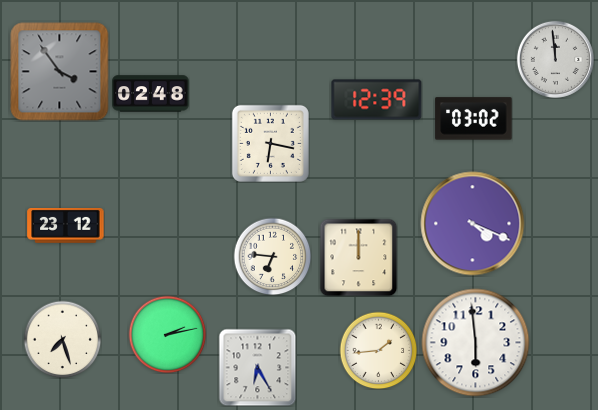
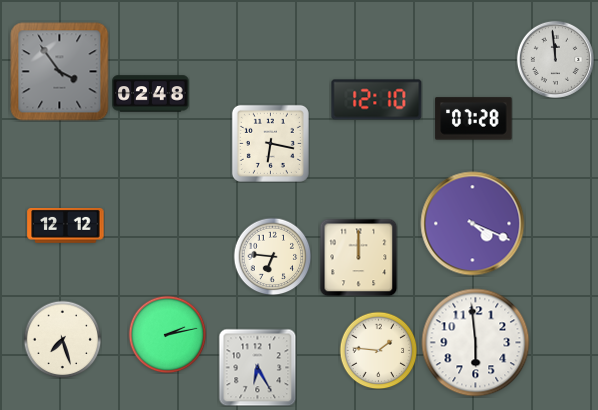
clock at (377, 100): 12:39 -> 12:10
clock at (474, 119): 03:02 -> 07:28
clock at (66, 226): 23:12 -> 12:12
clock at (378, 350): 1:44 -> 1:46
